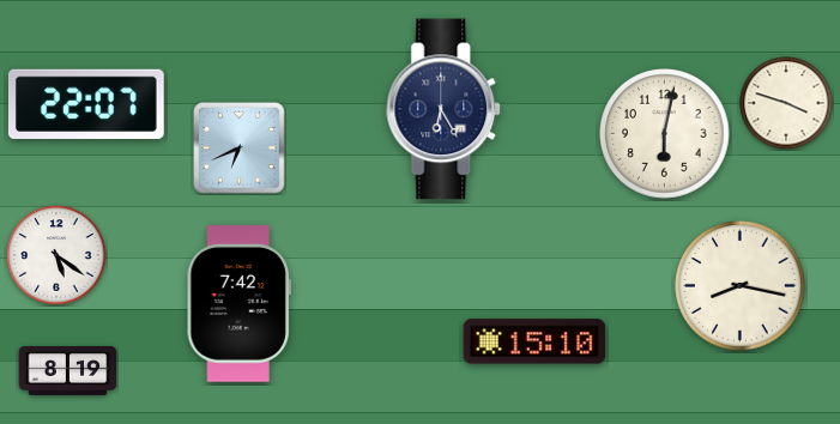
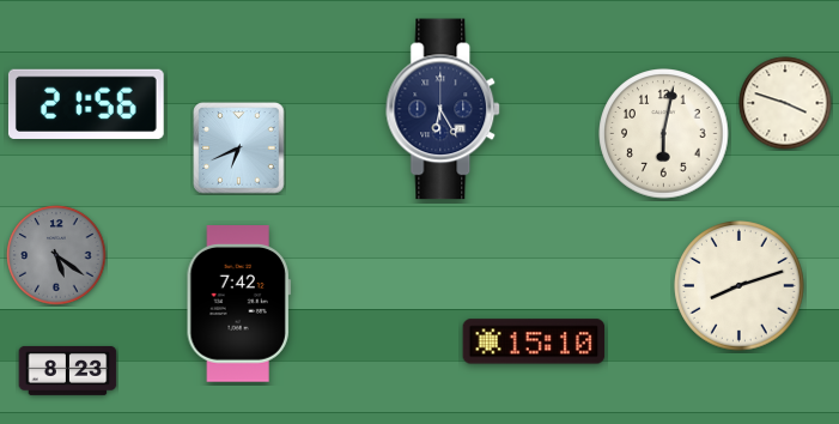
clock at (86, 104): 22:07 -> 21:56
clock at (56, 255) dial: white -> grey
clock at (741, 286): 8:17 -> 8:12
clock at (68, 370): 8:19 -> 8:23
